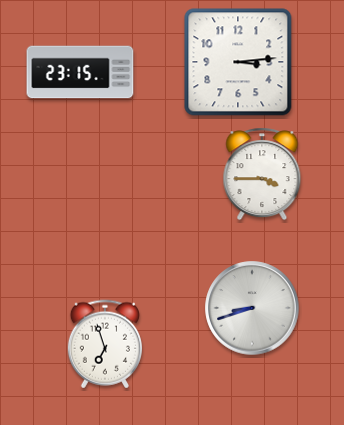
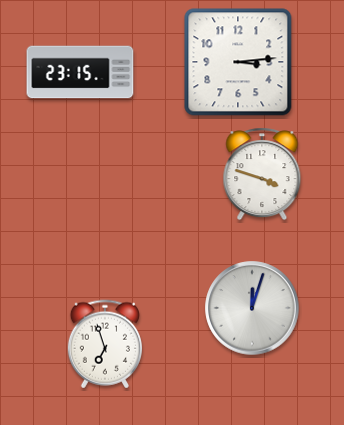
clock at (262, 174): 3:45 -> 3:48
clock at (252, 308): 8:42 -> 12:03
